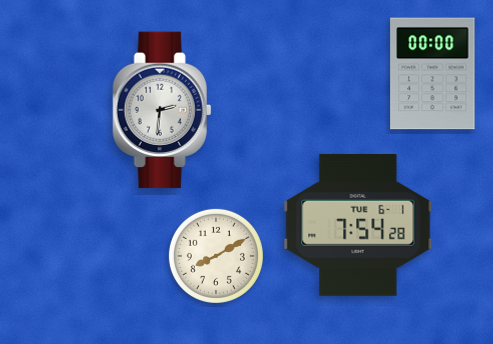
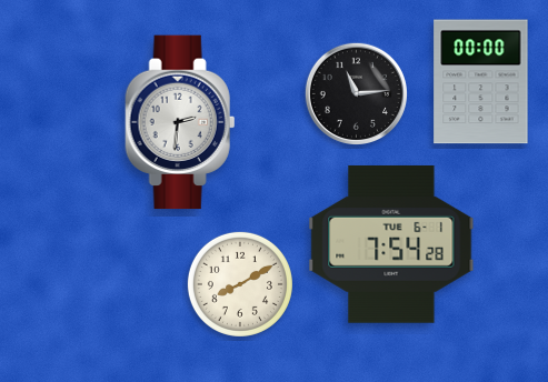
clock at (356, 93): none -> 11:14
clock at (358, 225) position: (358, 225) -> (391, 244)
